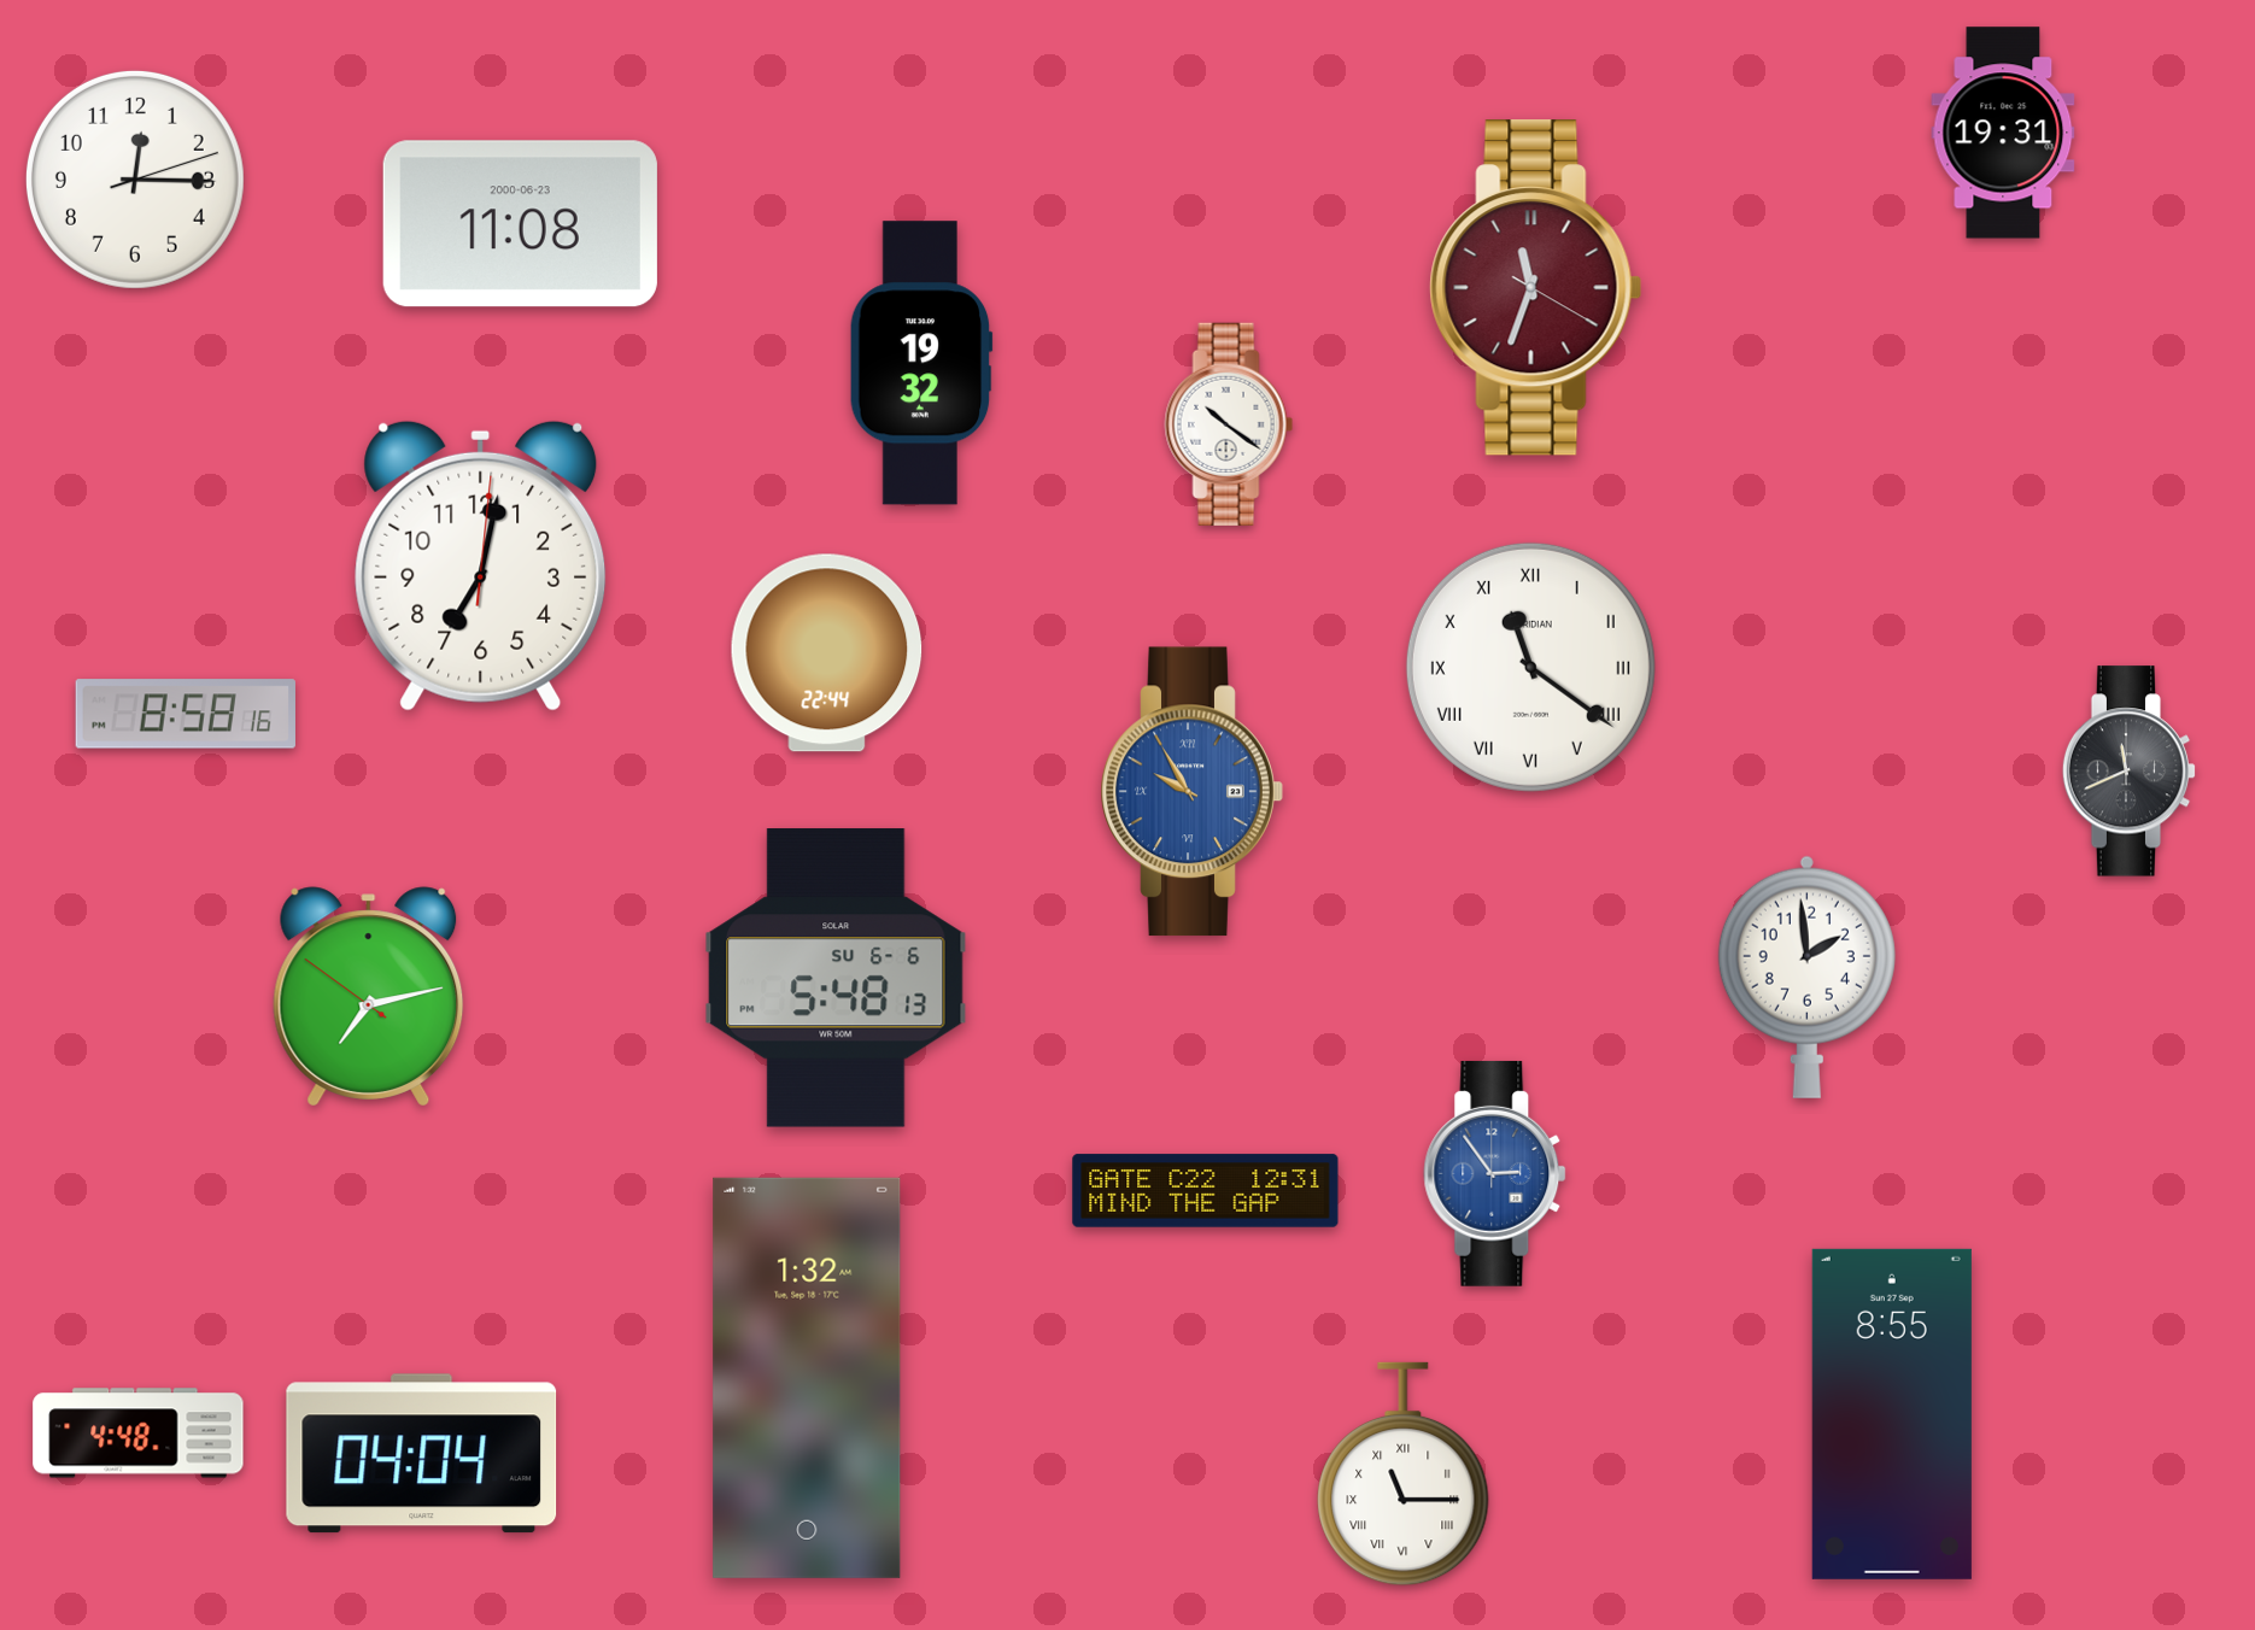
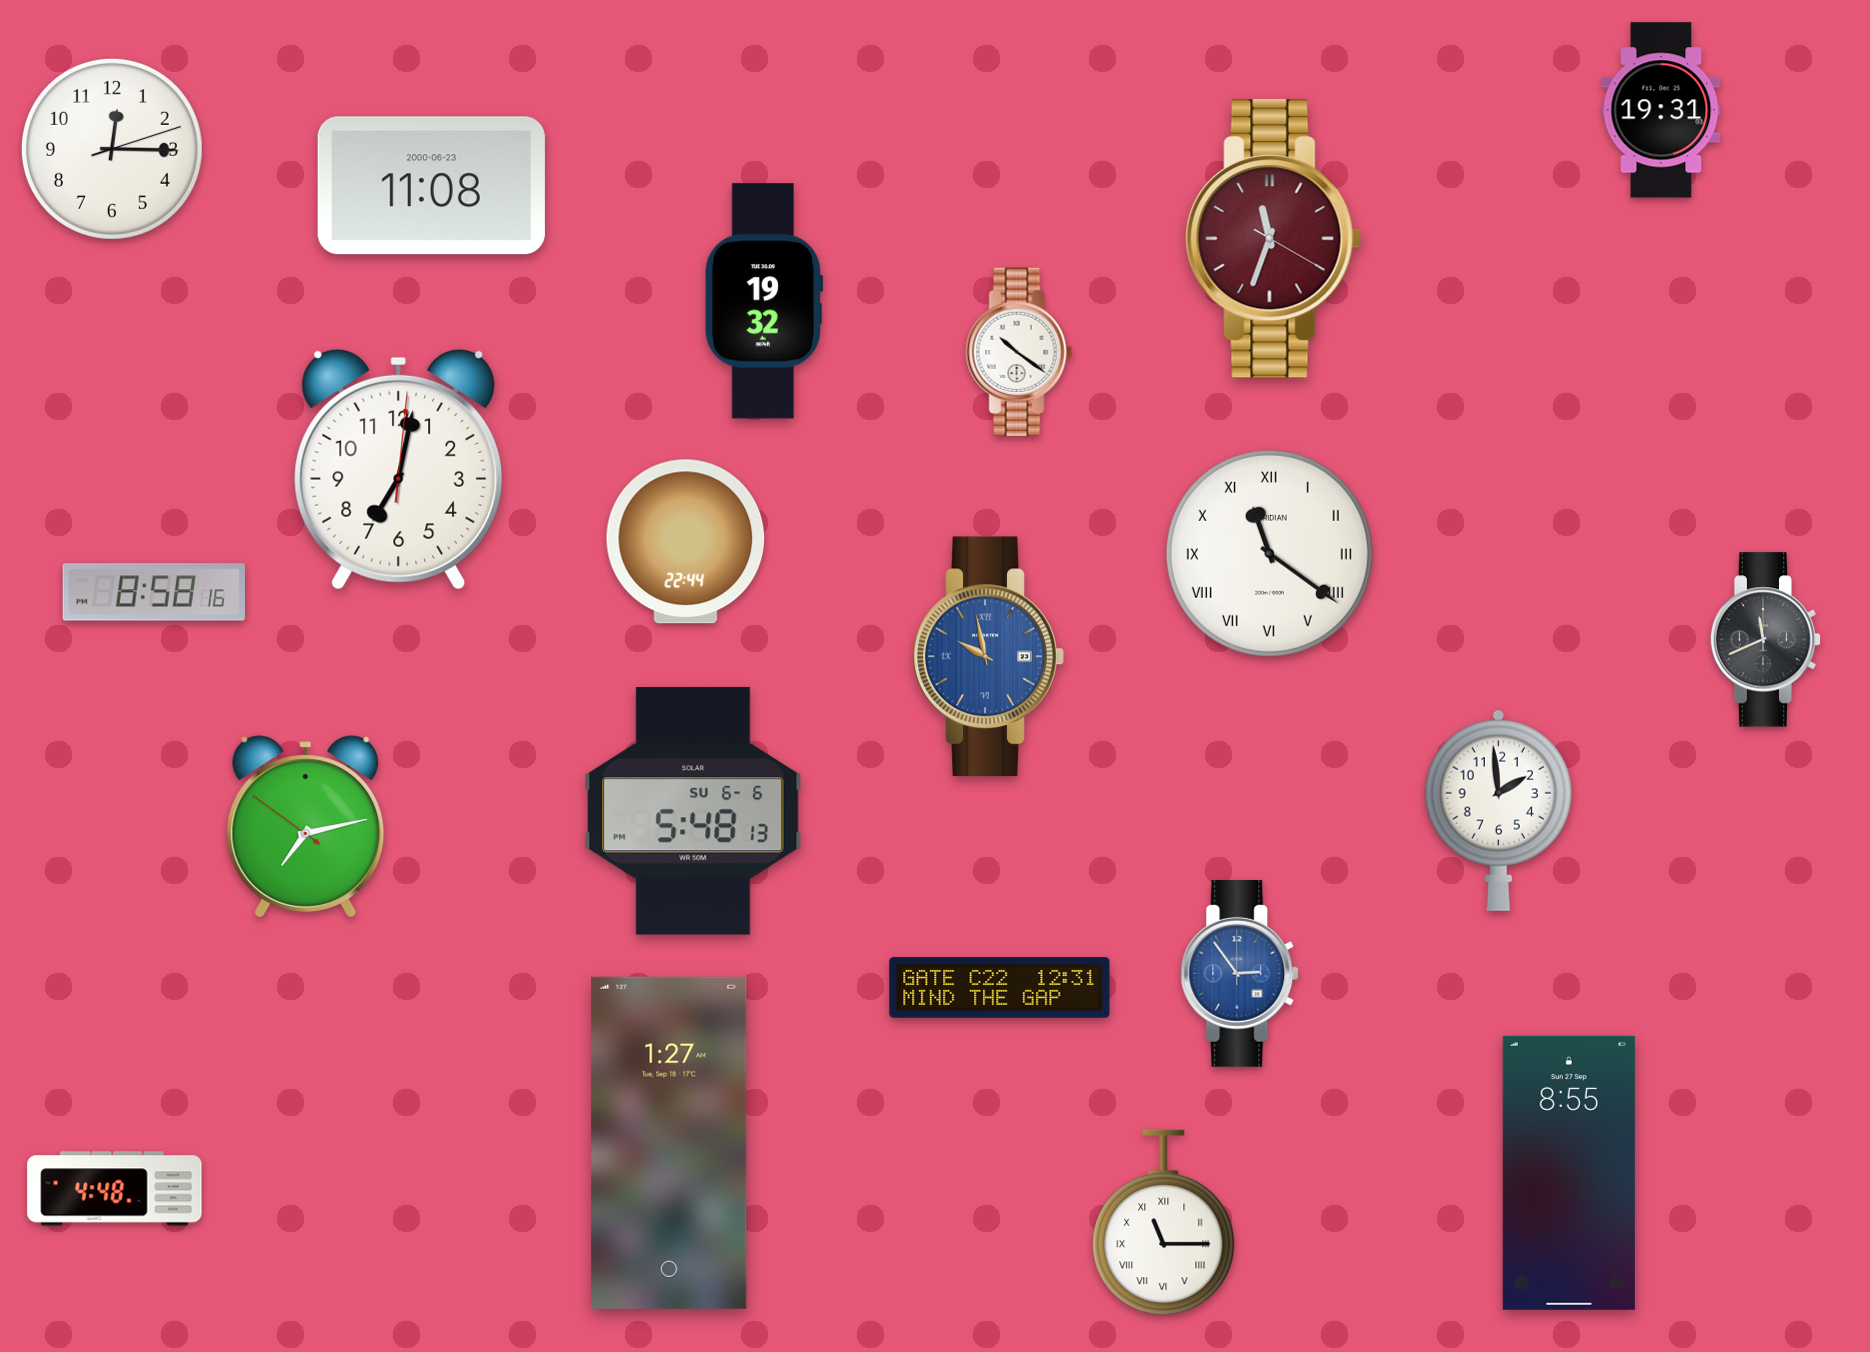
clock at (1191, 792): 9:55 -> 9:58
clock at (807, 1378): 1:32 -> 1:27
clock at (422, 1454): 04:04 -> none
